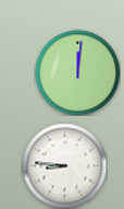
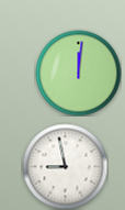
clock at (64, 165): 8:46 -> 8:58
